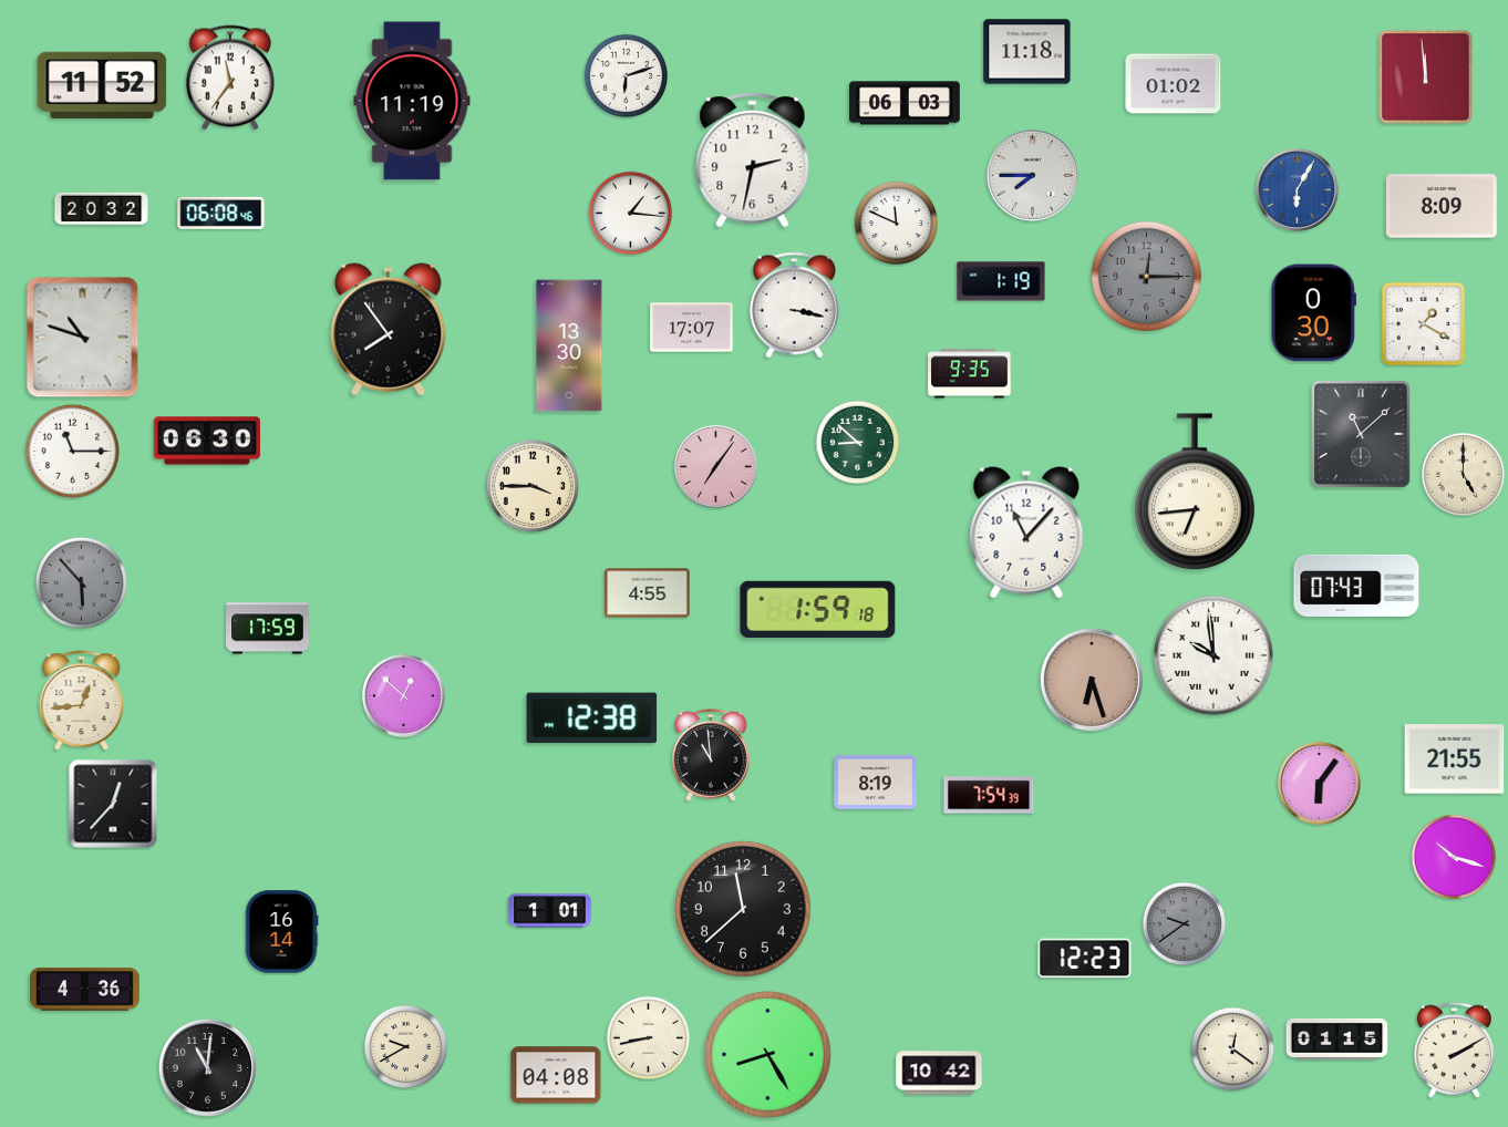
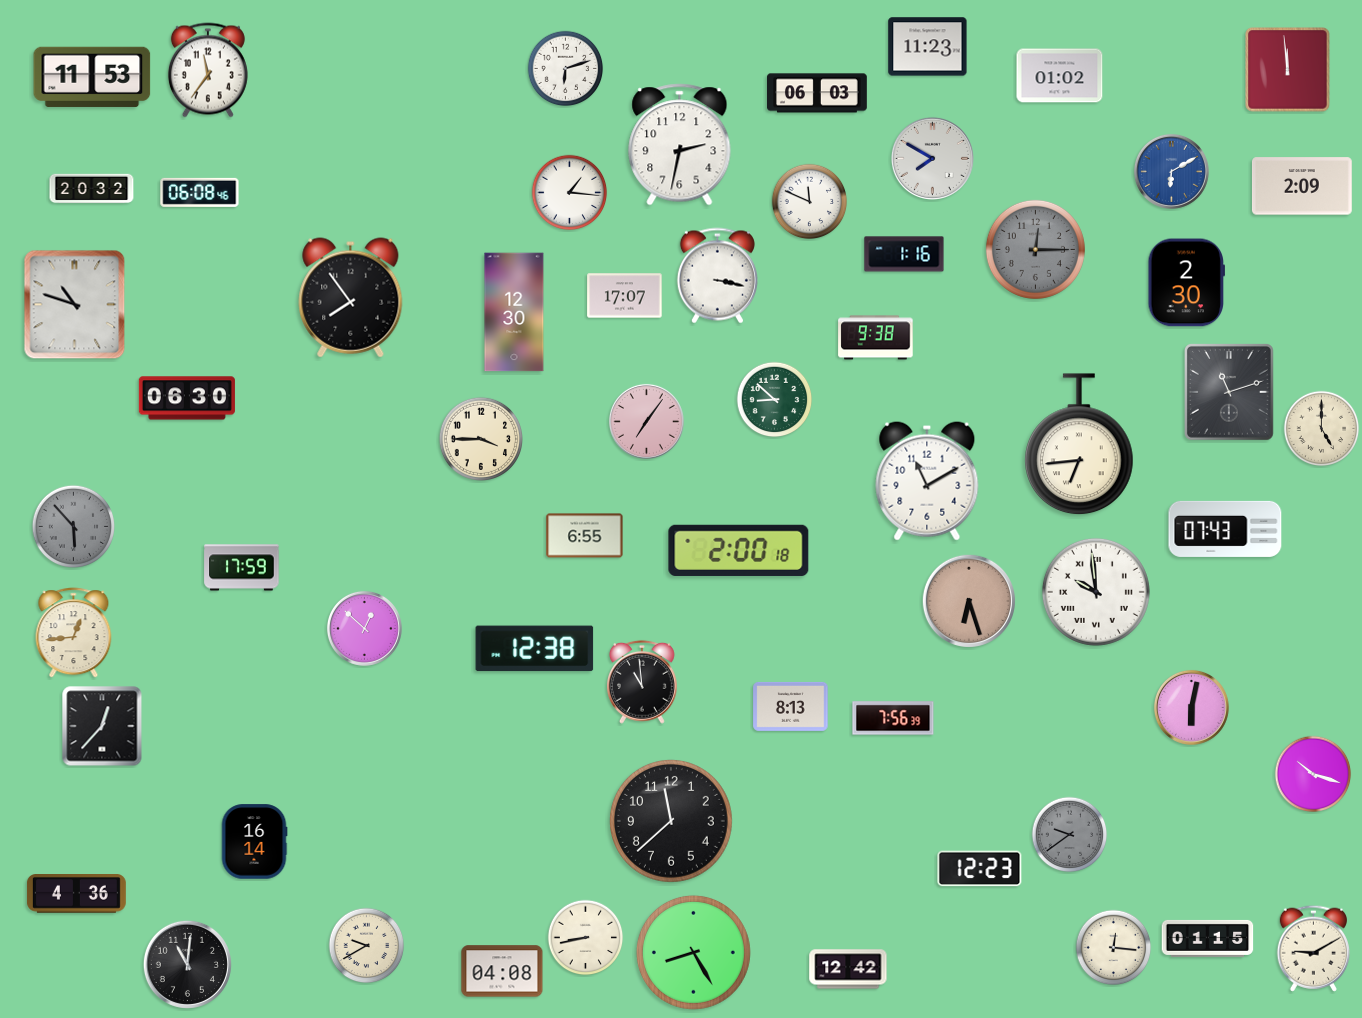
clock at (1027, 52): 11:18 -> 11:23
clock at (102, 85): 11:52 -> 11:53
clock at (412, 101): 11:19 -> none
clock at (1032, 175): 7:45 -> 7:50
clock at (1297, 189): 6:05 -> 6:10
clock at (1442, 206): 8:09 -> 2:09
clock at (1001, 281): 1:19 -> 1:16
clock at (1314, 313): 0:30 -> 2:30
clock at (1424, 324): 1:20 -> none
clock at (569, 345): 13:30 -> 12:30
clock at (970, 374): 9:35 -> 9:38
clock at (1361, 434): 11:08 -> 11:12
clock at (72, 451): 11:15 -> none
clock at (1026, 533): 11:07 -> 11:10
clock at (648, 593): 4:55 -> 6:55
clock at (818, 609): 1:59 -> 2:00
clock at (1092, 680) position: (1092, 680) -> (969, 601)
clock at (1455, 759): 21:55 -> none
clock at (876, 782): 8:19 -> 8:13
clock at (1319, 783): 6:06 -> 6:02
clock at (989, 795): 7:54 -> 7:56
clock at (550, 911): 1:01 -> none
clock at (1085, 959) position: (1085, 959) -> (980, 869)
clock at (1233, 1050): 12:21 -> 12:16
clock at (1454, 1050): 2:10 -> 9:10
clock at (939, 1073): 10:42 -> 12:42
